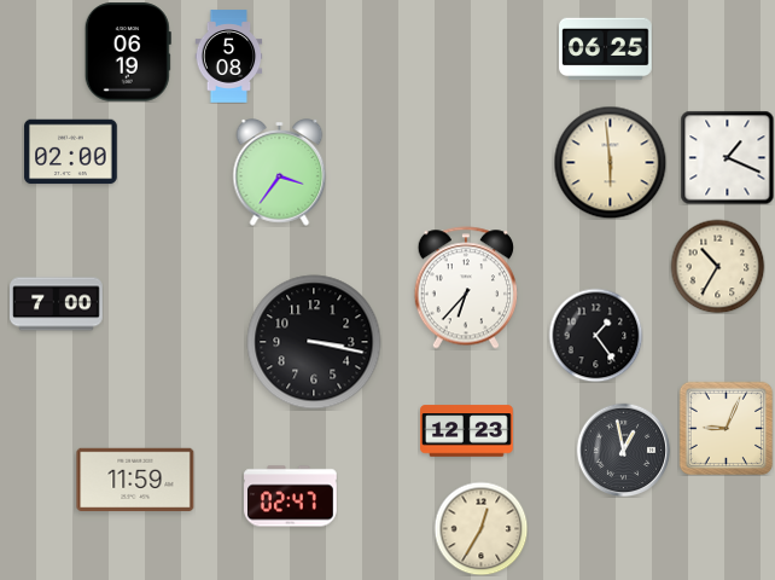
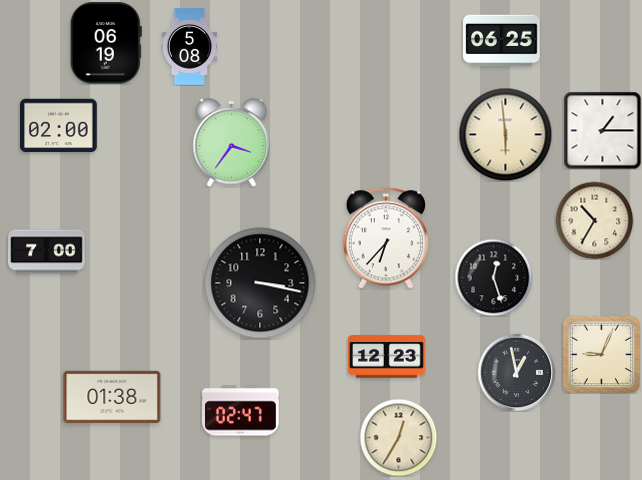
clock at (727, 157): 1:19 -> 1:15
clock at (595, 335): 1:24 -> 12:27
clock at (135, 478): 11:59 -> 01:38
